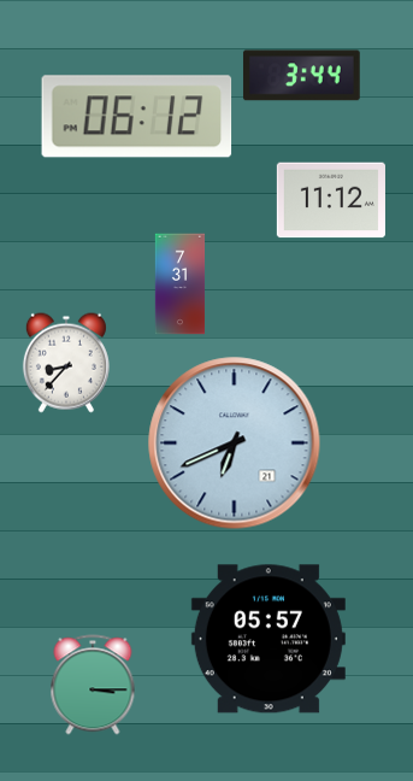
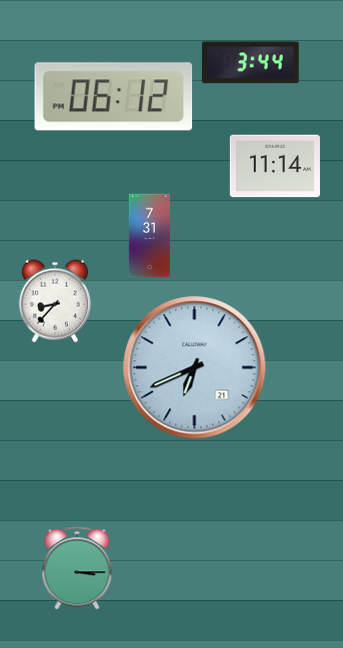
clock at (331, 200): 11:12 -> 11:14
clock at (269, 639): 05:57 -> none
